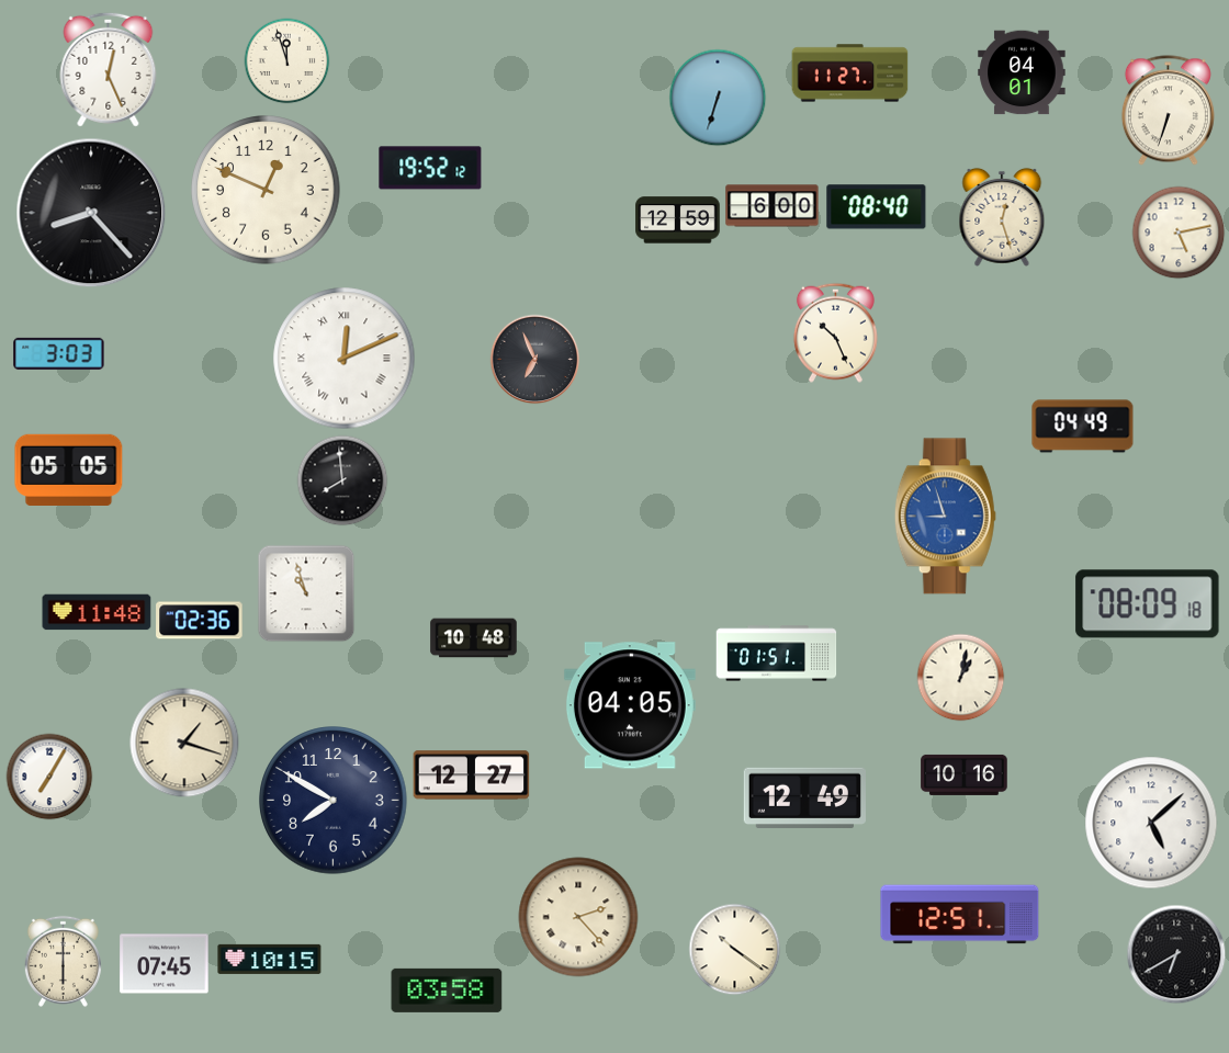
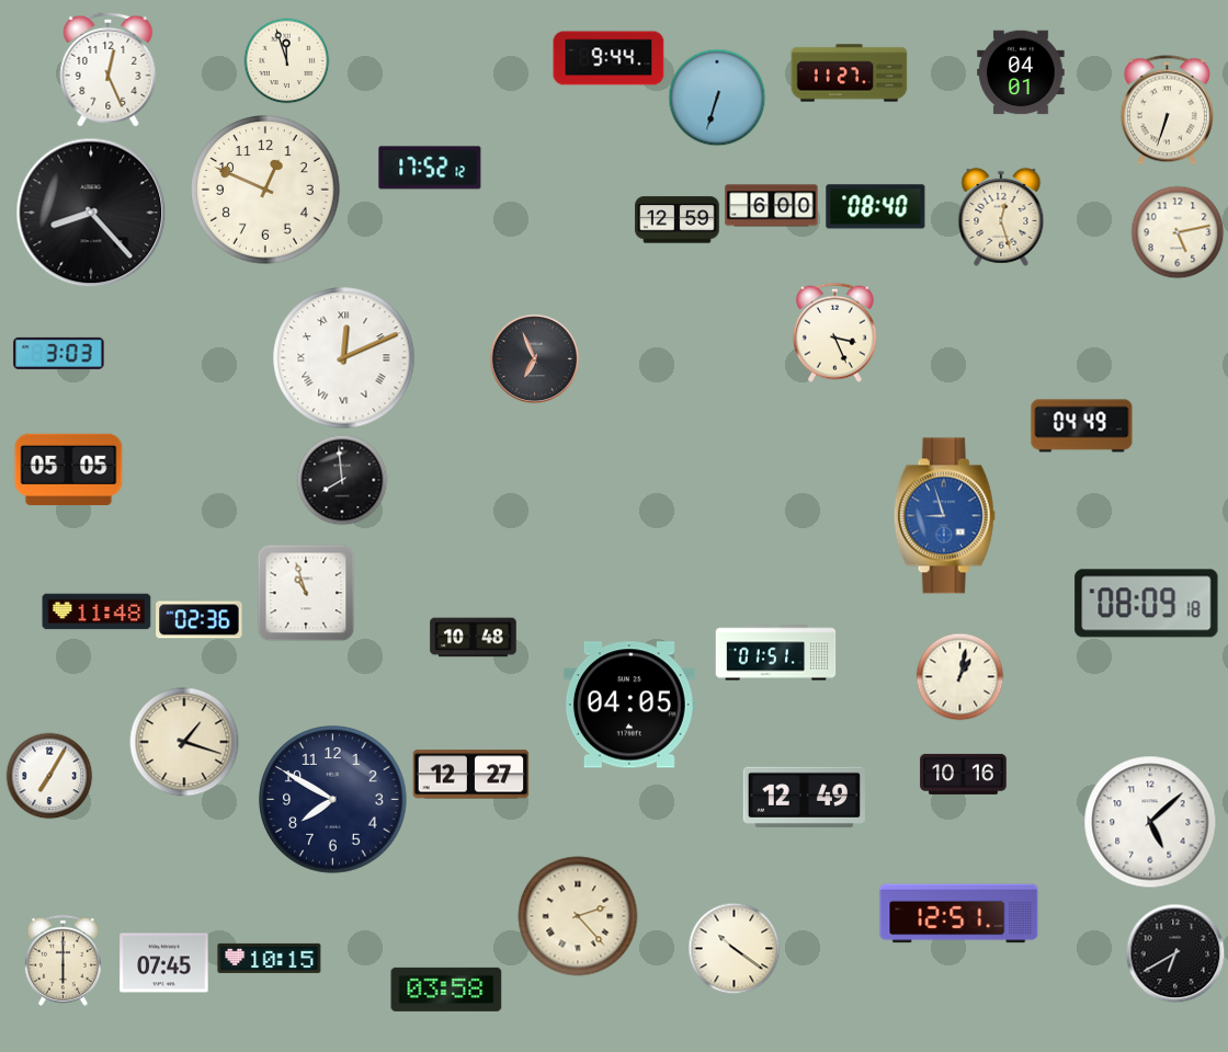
clock at (609, 58): none -> 9:44
clock at (430, 168): 19:52 -> 17:52
clock at (835, 332): 10:26 -> 3:26
